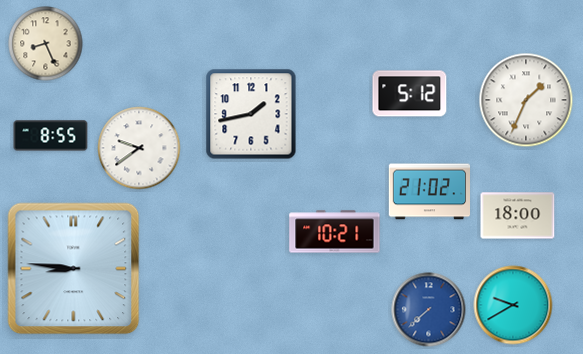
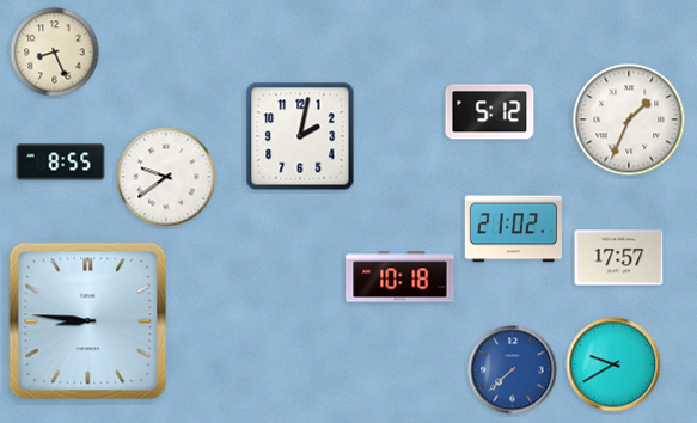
clock at (251, 114): 1:43 -> 2:02
clock at (518, 216): 18:00 -> 17:57
clock at (335, 232): 10:21 -> 10:18
